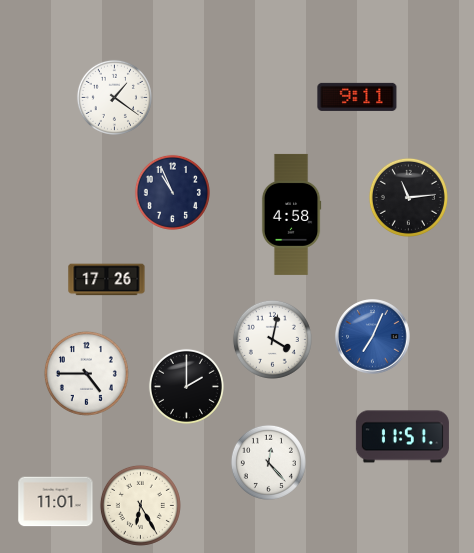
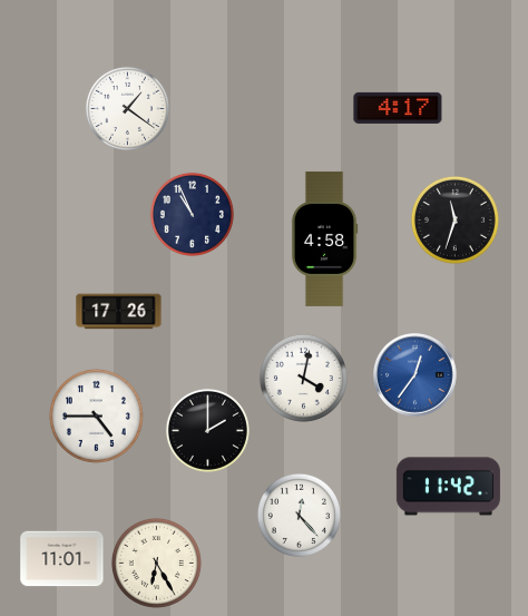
clock at (357, 97): 9:11 -> 4:17
clock at (408, 197): 11:14 -> 11:33
clock at (373, 337): 7:04 -> 12:36
clock at (402, 437): 11:51 -> 11:42
